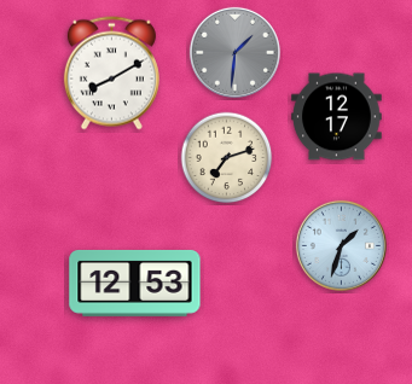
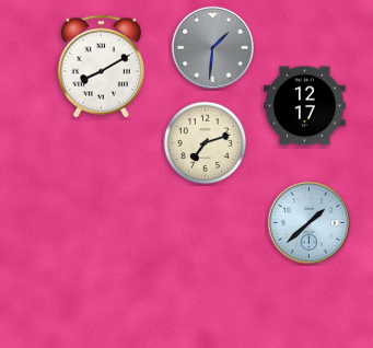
clock at (341, 245): 1:33 -> 1:38
clock at (135, 283): 12:53 -> none
